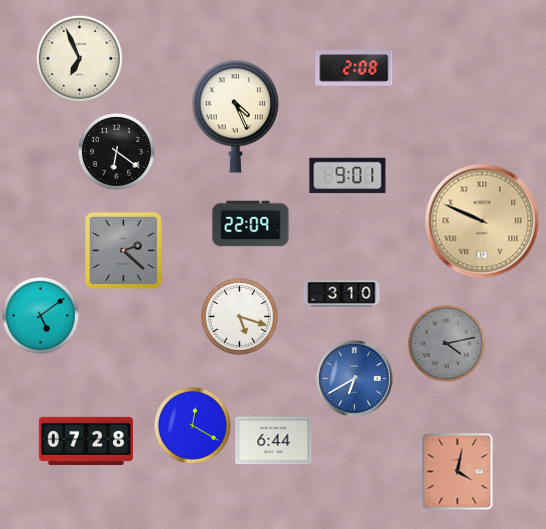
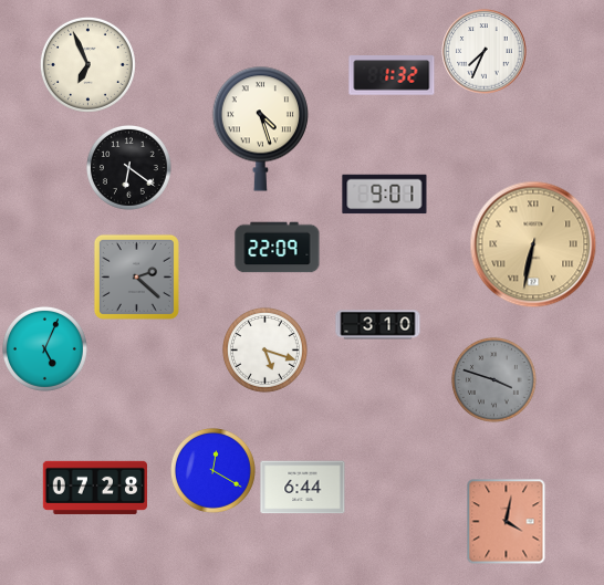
clock at (485, 52): none -> 7:34
clock at (354, 68): 2:08 -> 1:32
clock at (235, 116): 4:26 -> 4:27
clock at (482, 221): 9:49 -> 6:32
clock at (41, 316): 5:09 -> 5:04
clock at (447, 344): 4:13 -> 3:48
clock at (355, 379): 6:40 -> none
